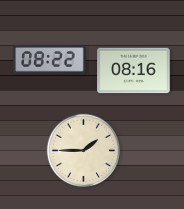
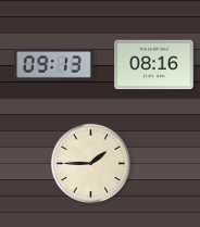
clock at (50, 60): 08:22 -> 09:13
clock at (134, 71) position: (134, 71) -> (154, 65)
